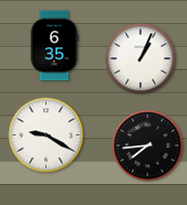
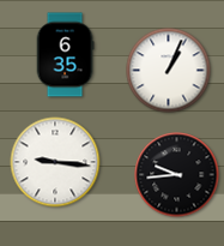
clock at (46, 135): 9:20 -> 9:16
clock at (148, 146): 7:44 -> 9:44
